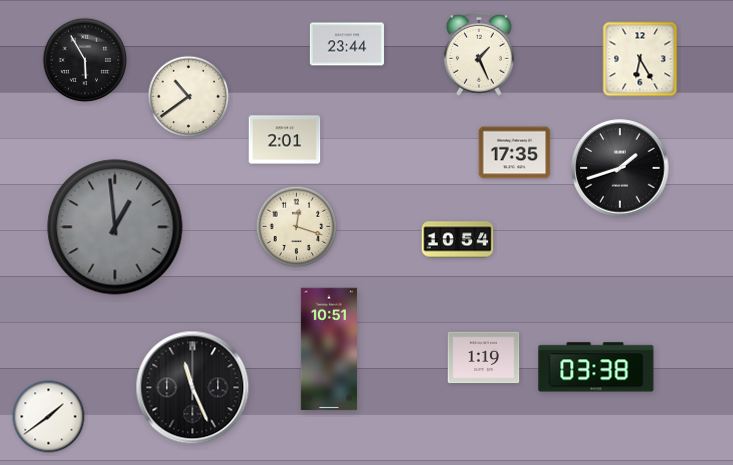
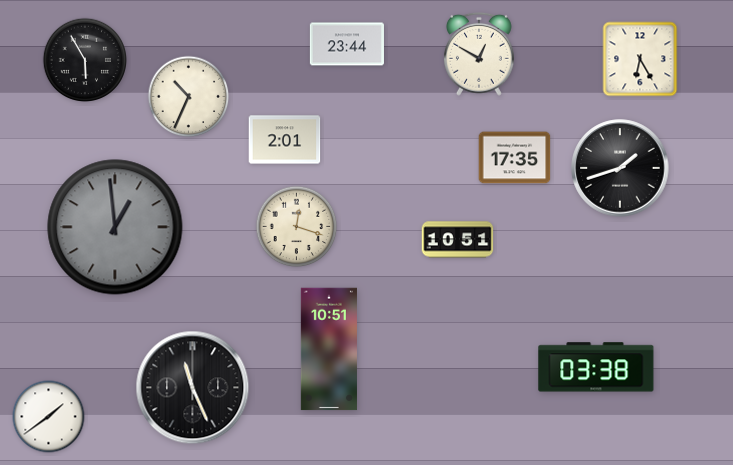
clock at (479, 54): 1:26 -> 12:50
clock at (189, 97): 10:39 -> 10:34
clock at (515, 153) position: (515, 153) -> (515, 158)
clock at (458, 240): 10:54 -> 10:51
clock at (484, 358): 1:19 -> none
